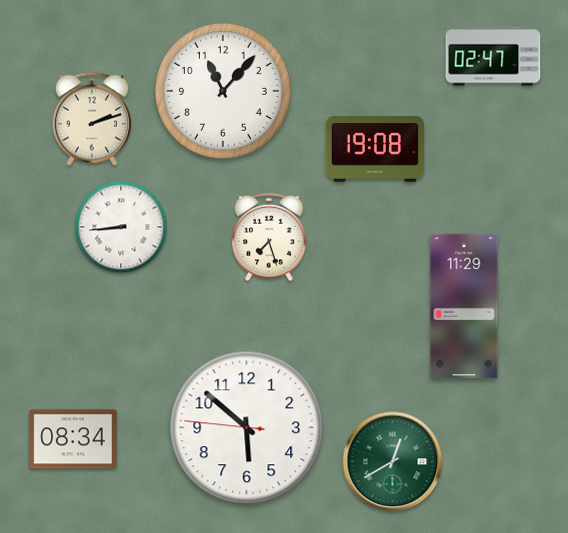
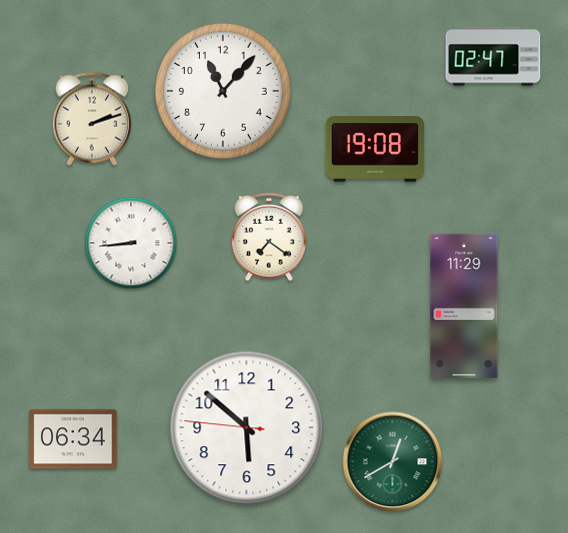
clock at (121, 227) position: (121, 227) -> (131, 243)
clock at (269, 237): 7:27 -> 7:21
clock at (73, 439): 08:34 -> 06:34
